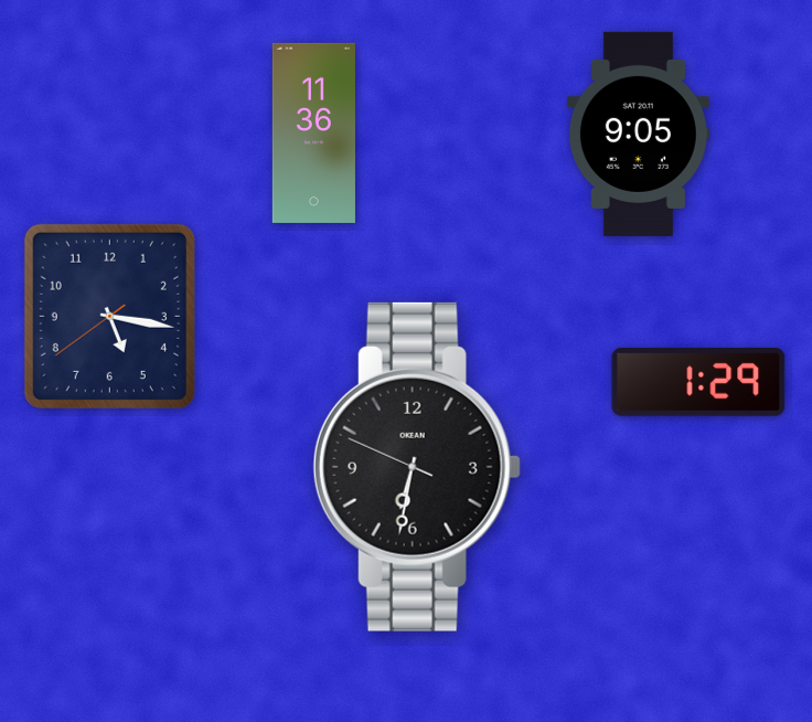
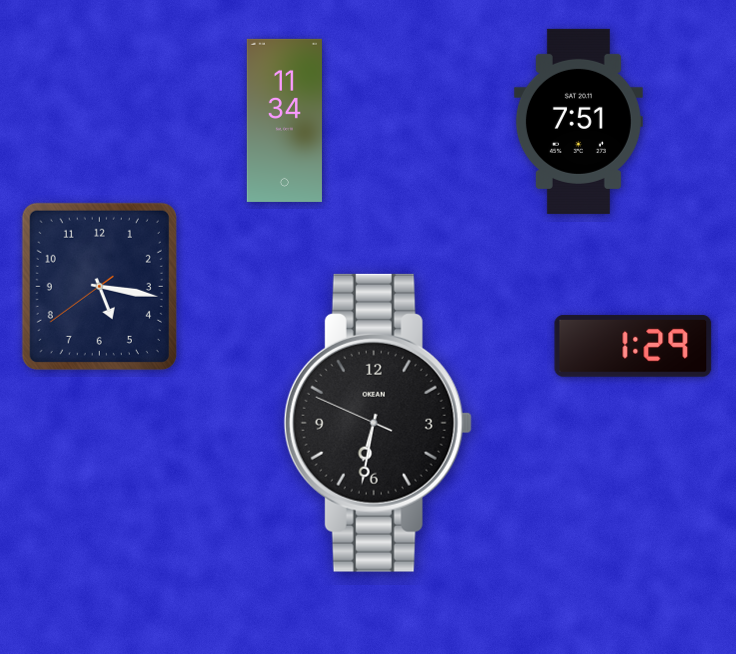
clock at (313, 132): 11:36 -> 11:34
clock at (638, 134): 9:05 -> 7:51
